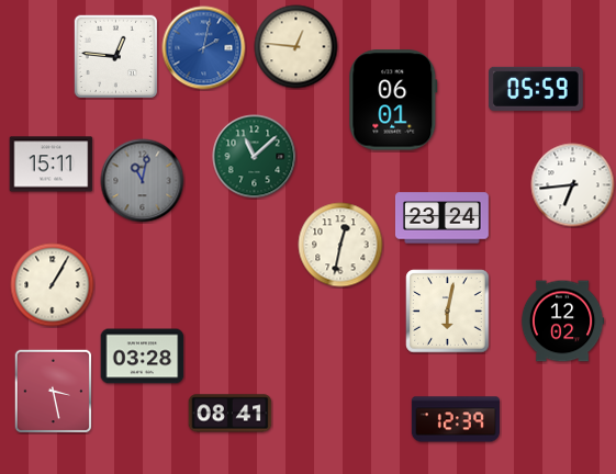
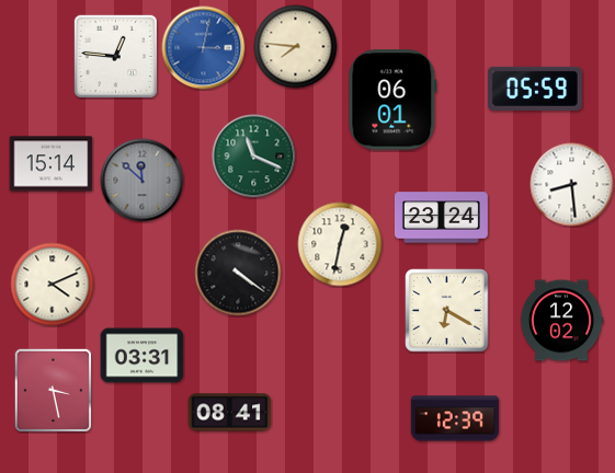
clock at (296, 47): 12:46 -> 7:46
clock at (204, 48): 2:02 -> 3:02
clock at (255, 157): 11:08 -> 11:19
clock at (52, 165): 15:11 -> 15:14
clock at (143, 181): 11:02 -> 11:52
clock at (573, 185): 6:44 -> 8:29
clock at (238, 273): none -> 4:21
clock at (53, 285): 1:05 -> 4:11
clock at (448, 312): 6:02 -> 6:20
clock at (143, 357): 03:28 -> 03:31
